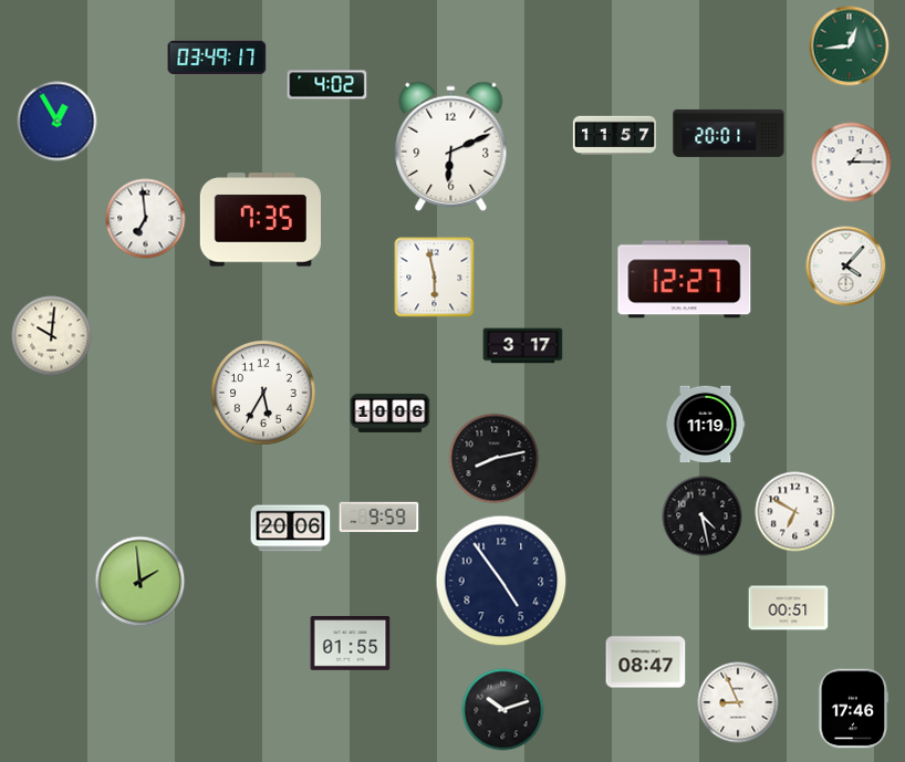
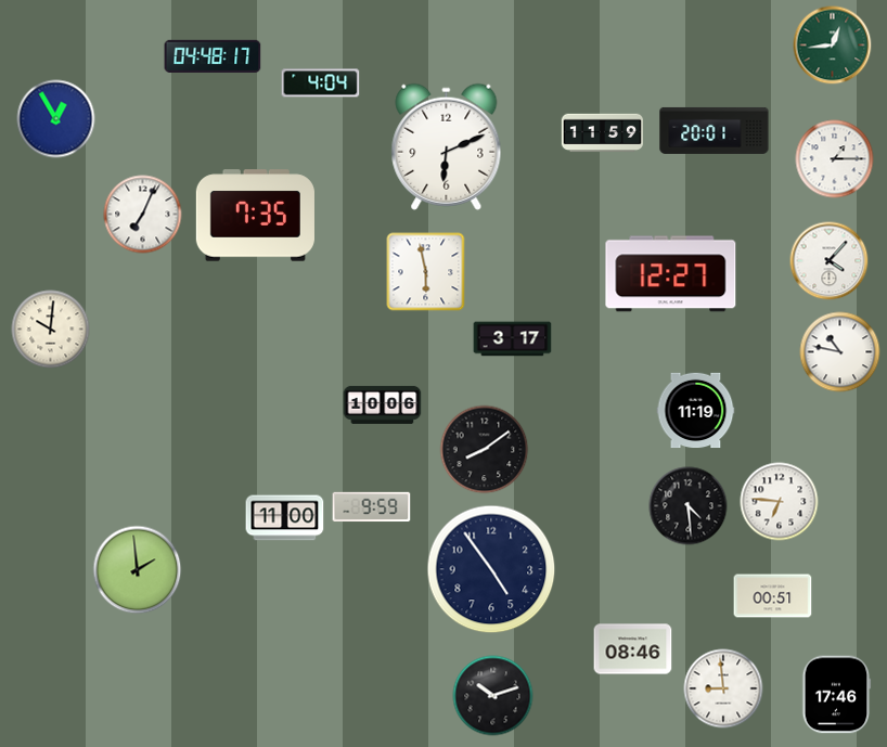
clock at (217, 58): 03:49 -> 04:48
clock at (327, 85): 4:02 -> 4:04
clock at (614, 136): 11:57 -> 11:59
clock at (451, 146) position: (451, 146) -> (447, 146)
clock at (146, 219): 6:59 -> 7:04
clock at (840, 352): none -> 10:47
clock at (264, 394): 5:35 -> none
clock at (706, 425) position: (706, 425) -> (696, 411)
clock at (495, 459): 8:13 -> 8:09
clock at (795, 512): 6:50 -> 6:46
clock at (703, 516): 4:28 -> 4:29
clock at (291, 529): 20:06 -> 11:00
clock at (351, 644): 01:55 -> none
clock at (646, 662): 08:47 -> 08:46
clock at (738, 702): 8:56 -> 8:59
